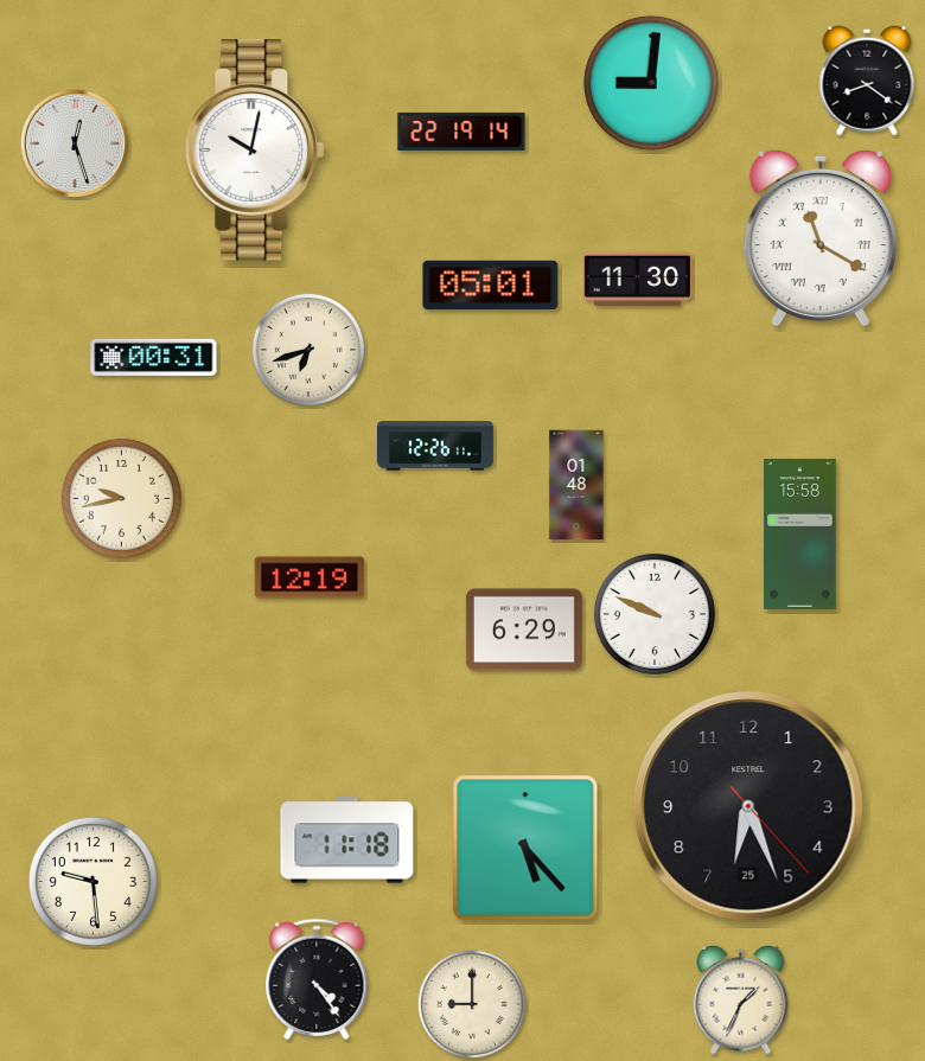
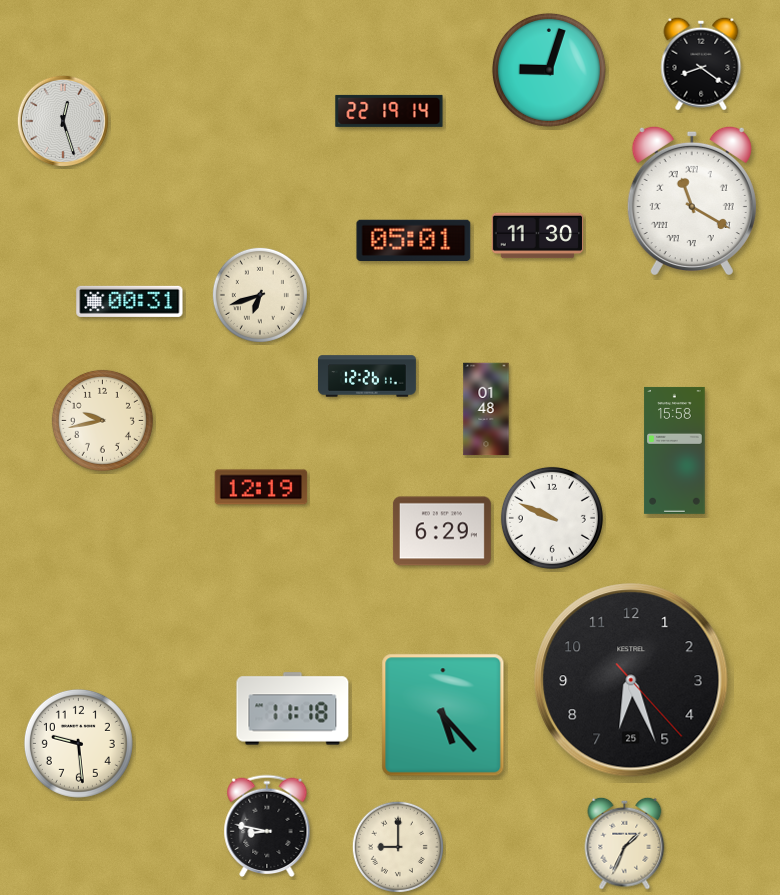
clock at (867, 81) position: (867, 81) -> (701, 64)
clock at (651, 83): 9:01 -> 9:03
clock at (255, 151): 10:02 -> none
clock at (317, 979): 4:24 -> 8:47
